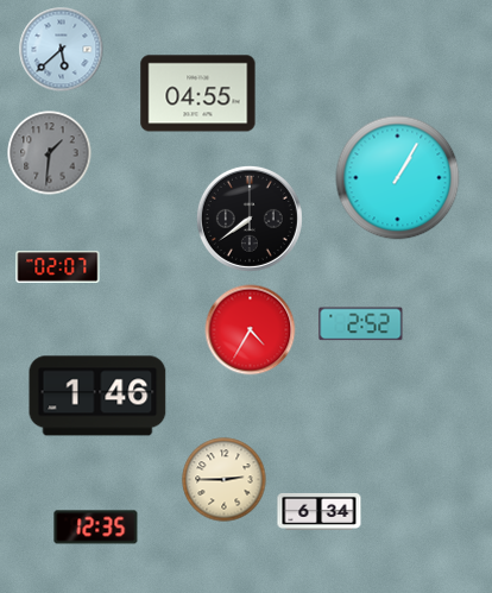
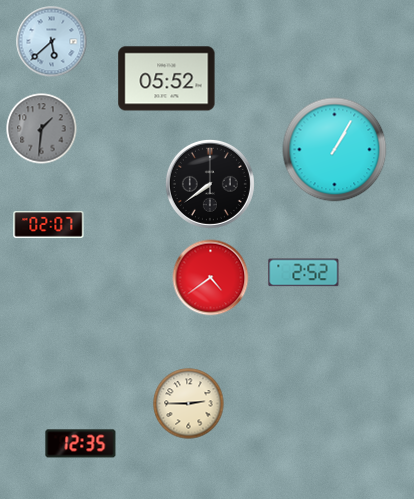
clock at (198, 94): 04:55 -> 05:52
clock at (251, 330): 4:35 -> 4:39
clock at (97, 396): 1:46 -> none
clock at (320, 511): 6:34 -> none
